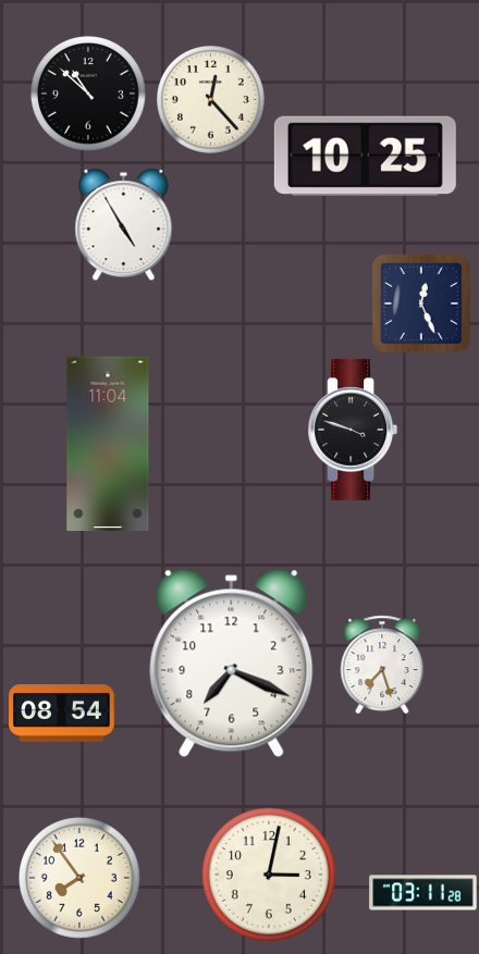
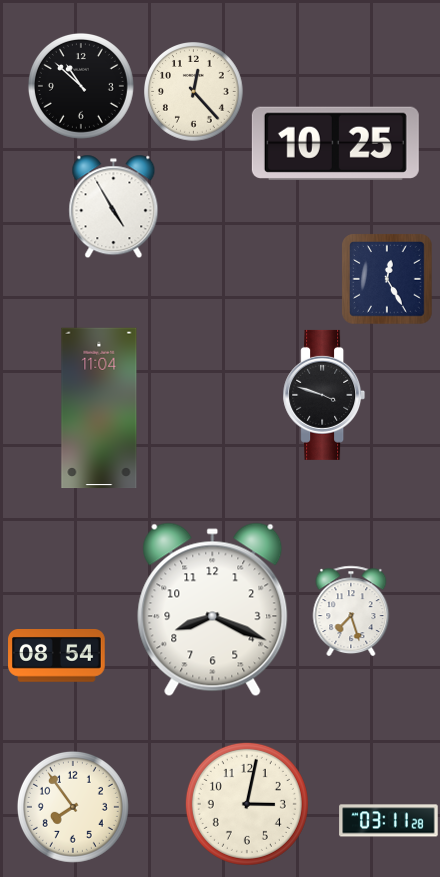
clock at (422, 305): 12:26 -> 12:25
clock at (232, 664): 7:19 -> 8:19
